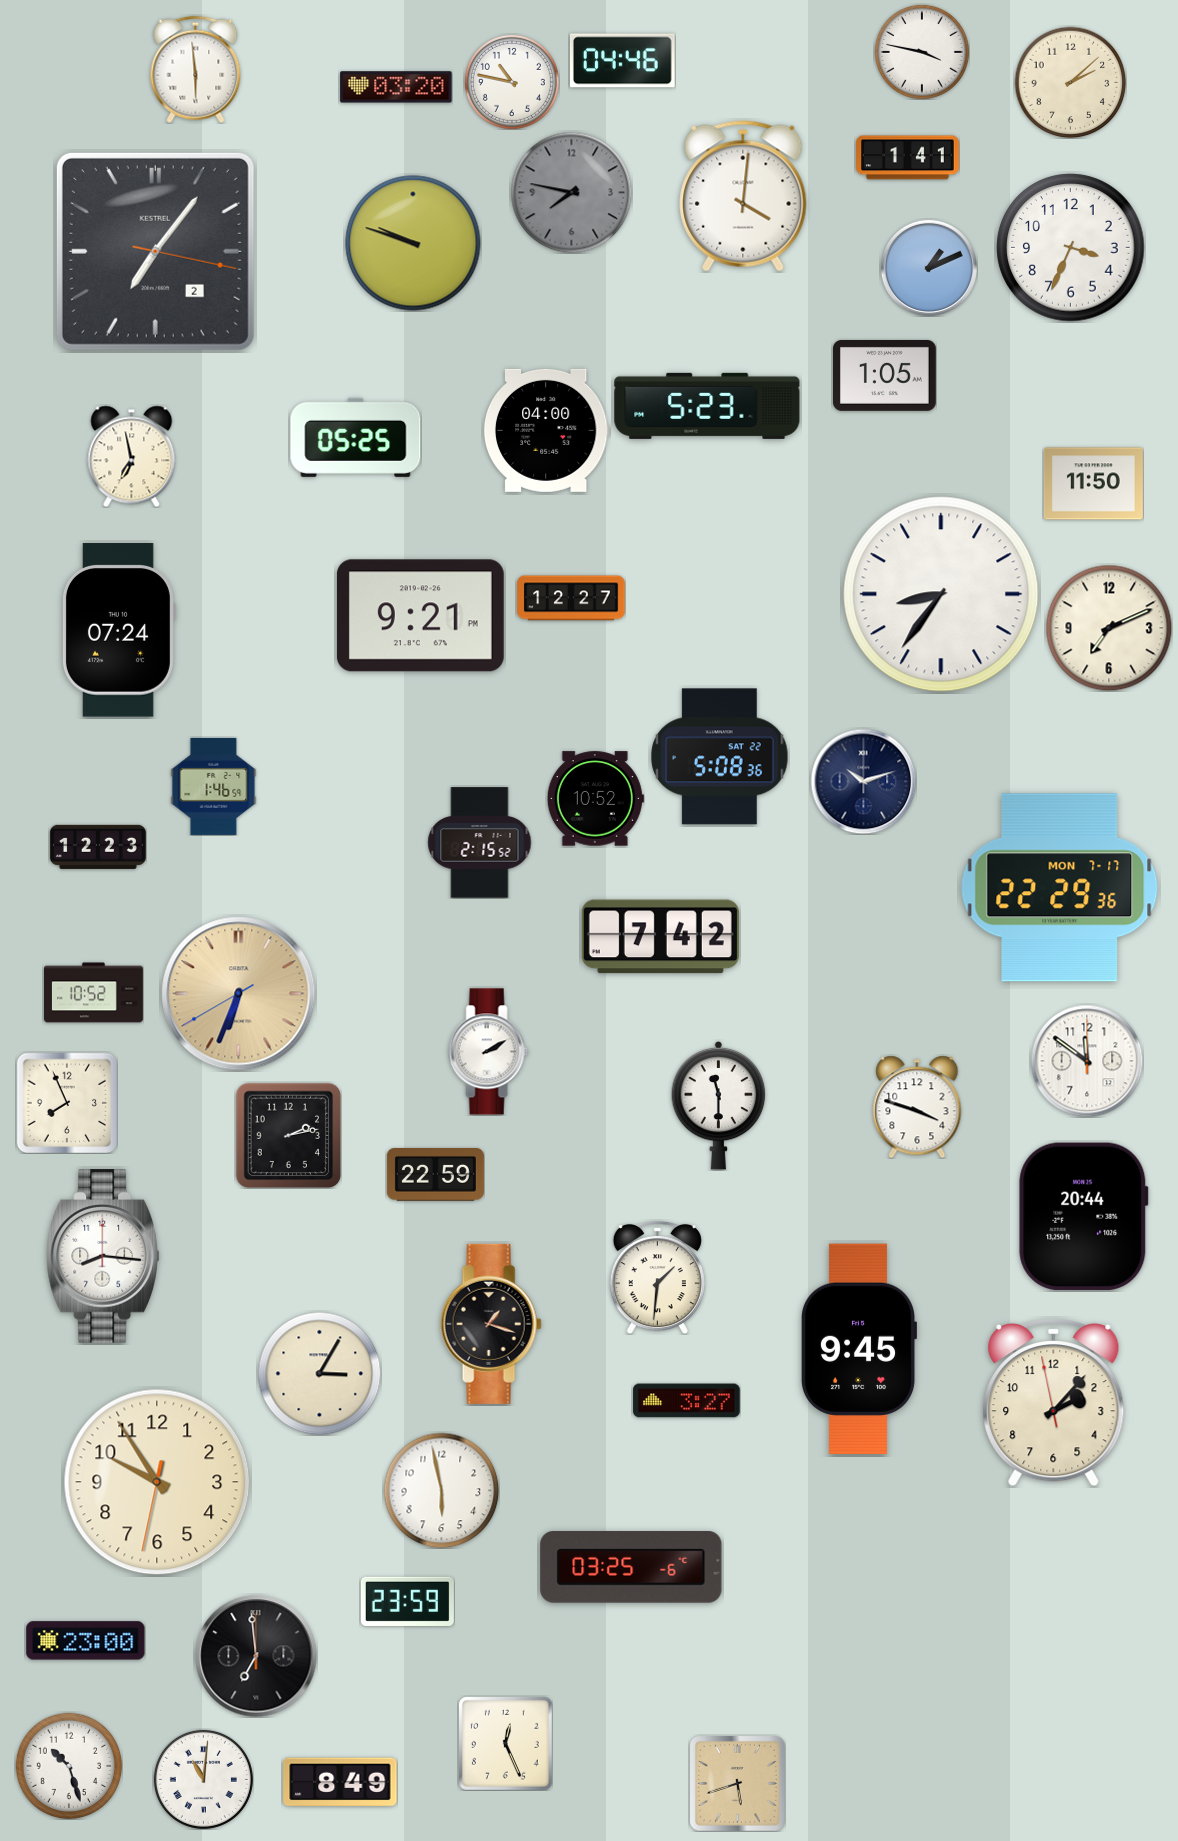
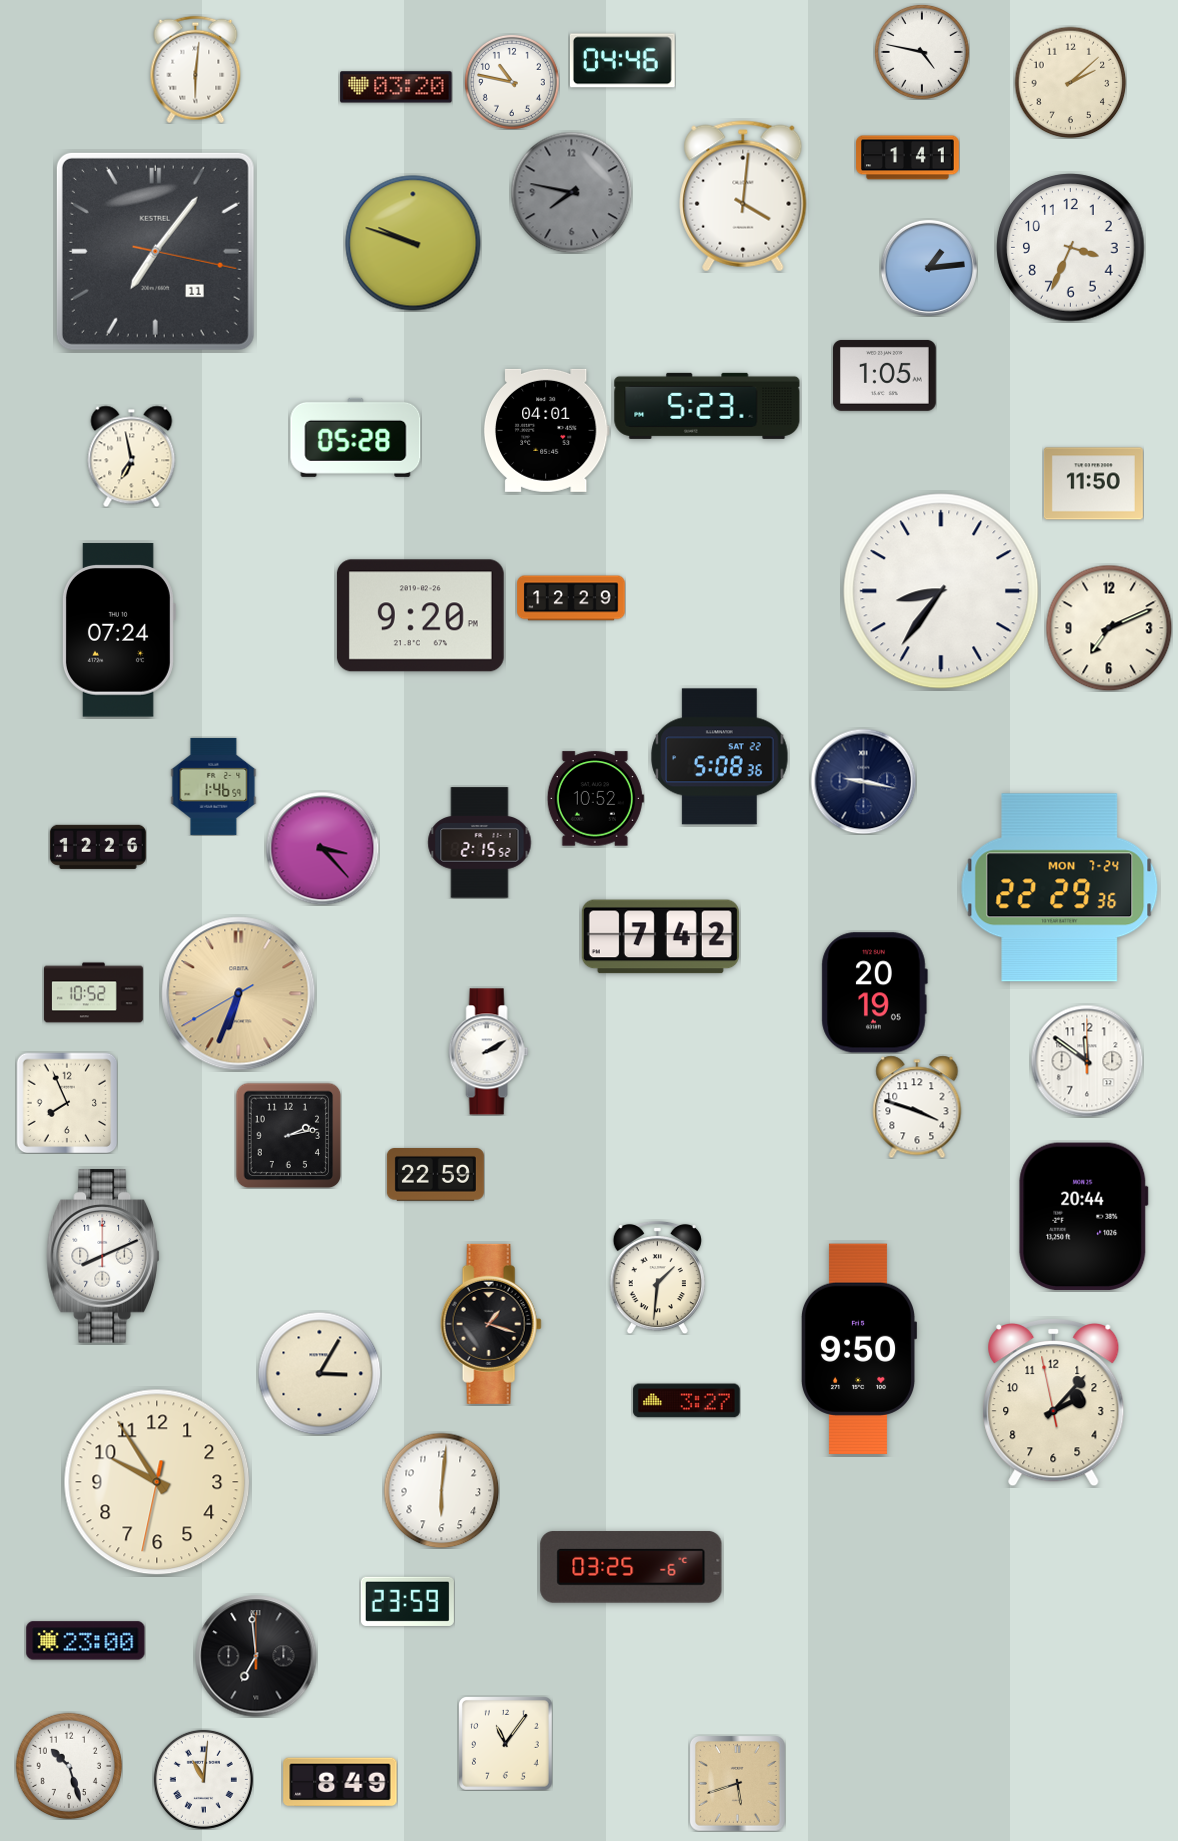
clock at (922, 52): 3:47 -> 4:47
clock at (196, 69): 5:59 -> 6:01
clock at (155, 251) date: 2 -> 11
clock at (929, 268): 1:11 -> 1:14
clock at (546, 430): 04:00 -> 04:01
clock at (356, 437): 05:25 -> 05:28
clock at (941, 594) position: (941, 594) -> (941, 591)
clock at (571, 598): 12:27 -> 12:29
clock at (420, 616): 9:21 -> 9:20
clock at (863, 781): 10:12 -> 9:17
clock at (98, 847): 12:23 -> 12:26
clock at (322, 848): none -> 3:23
clock at (1060, 888) date: MON 7-17 -> MON 7-24
clock at (874, 993): none -> 20:19
clock at (719, 1105): 11:30 -> none
clock at (103, 1256): 8:16 -> 8:11
clock at (858, 1349): 9:45 -> 9:50
clock at (441, 1490): 5:58 -> 6:01
clock at (505, 1743): 12:26 -> 11:06
